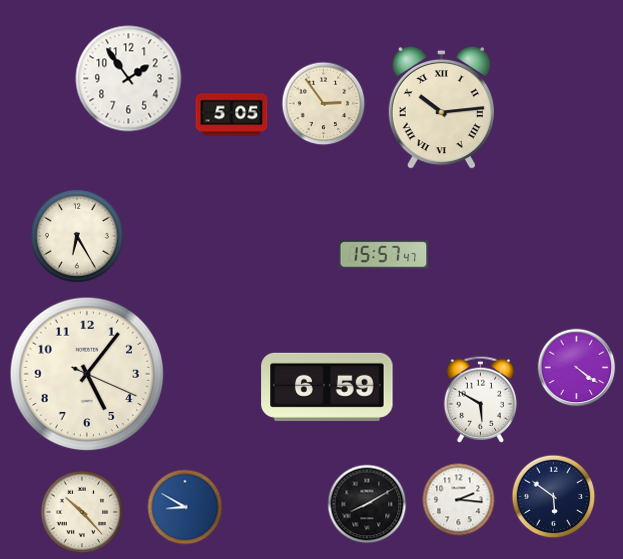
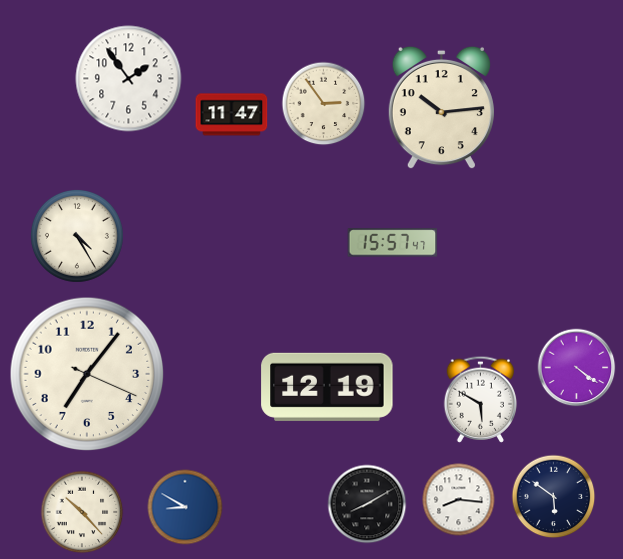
clock at (441, 108) numerals: Roman -> Arabic
clock at (232, 115): 5:05 -> 11:47
clock at (77, 236): 6:25 -> 4:25
clock at (384, 255) position: (384, 255) -> (393, 243)
clock at (87, 374): 5:06 -> 7:06
clock at (327, 387): 6:59 -> 12:19
clock at (459, 500): 2:16 -> 8:16
